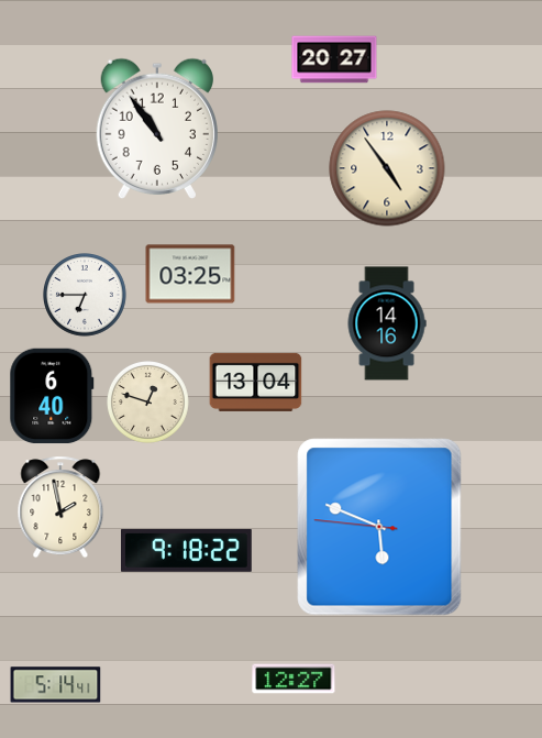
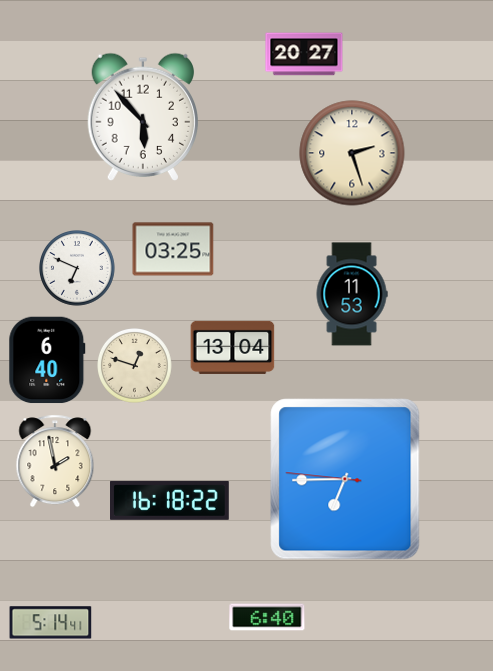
clock at (156, 128): 10:54 -> 5:53
clock at (387, 168): 4:54 -> 2:27
clock at (86, 296): 6:45 -> 6:49
clock at (387, 323): 14:16 -> 11:53
clock at (379, 527): 5:48 -> 6:44
clock at (187, 550): 9:18 -> 16:18
clock at (294, 679): 12:27 -> 6:40
